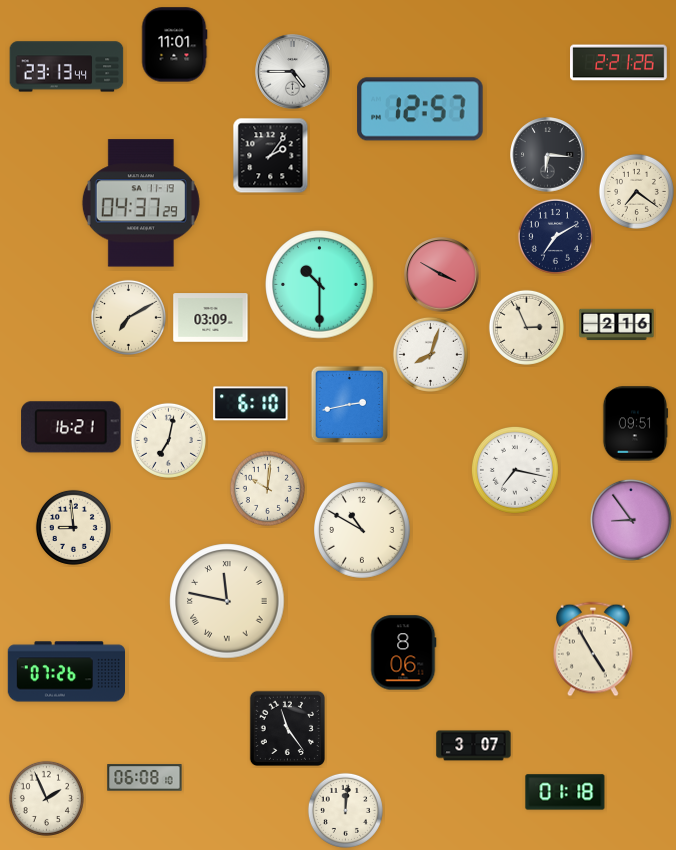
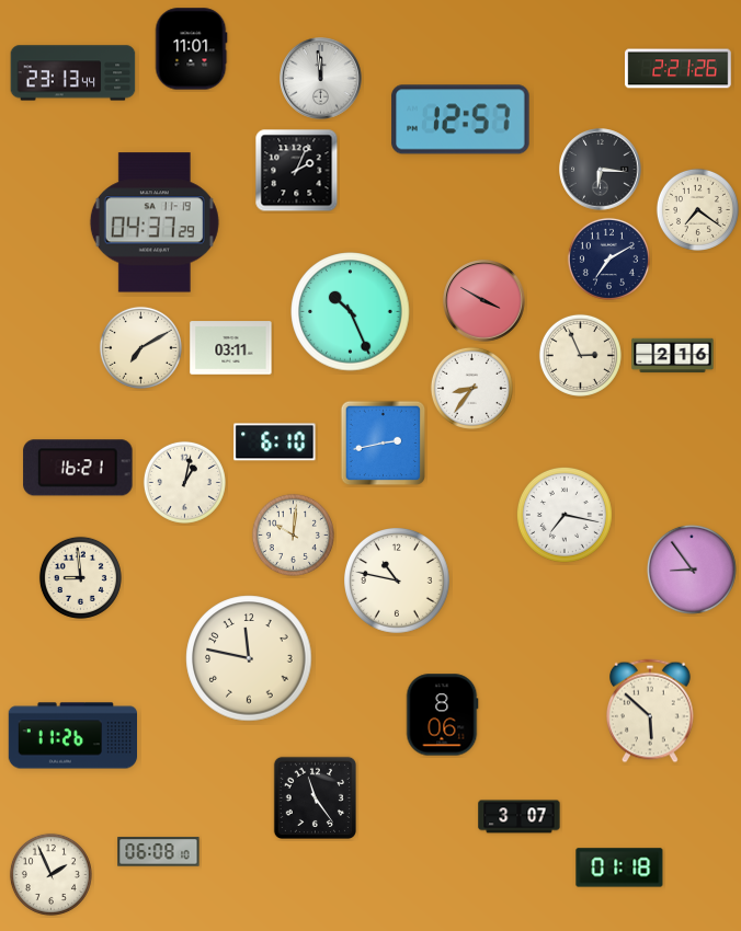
clock at (293, 72): 4:45 -> 11:59
clock at (271, 156): 2:06 -> 2:04
clock at (320, 285): 10:30 -> 10:26
clock at (211, 318): 03:09 -> 03:11
clock at (617, 325) position: (617, 325) -> (673, 356)
clock at (526, 327) position: (526, 327) -> (580, 355)
clock at (430, 354): 8:03 -> 8:36
clock at (635, 424): 09:51 -> none
clock at (168, 440): 7:02 -> 1:02
clock at (363, 531): 10:50 -> 10:47
clock at (227, 601) numerals: Roman -> Arabic
clock at (594, 649): 4:55 -> 5:52
clock at (67, 672): 07:26 -> 11:26
clock at (345, 810): 12:01 -> none
